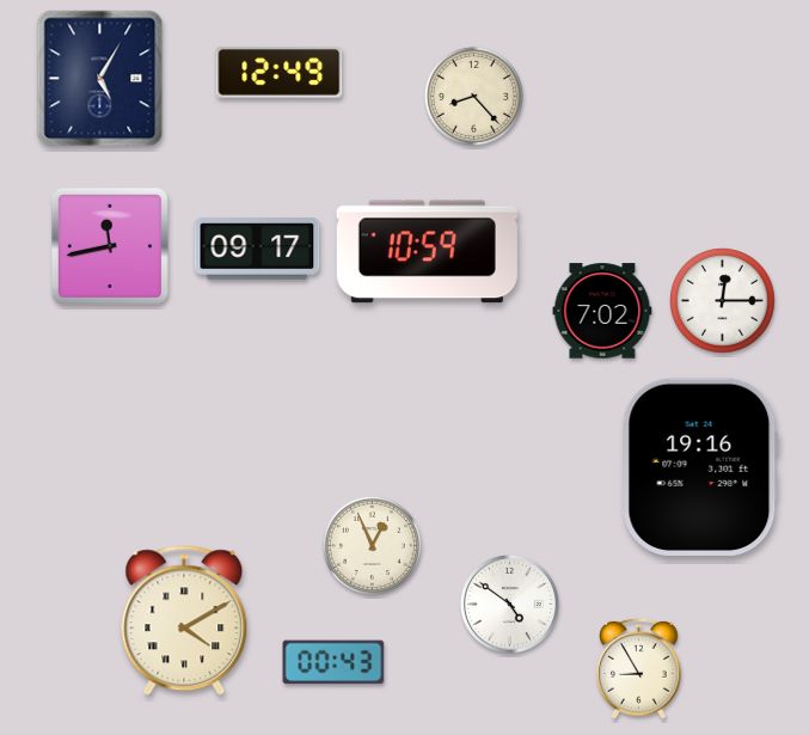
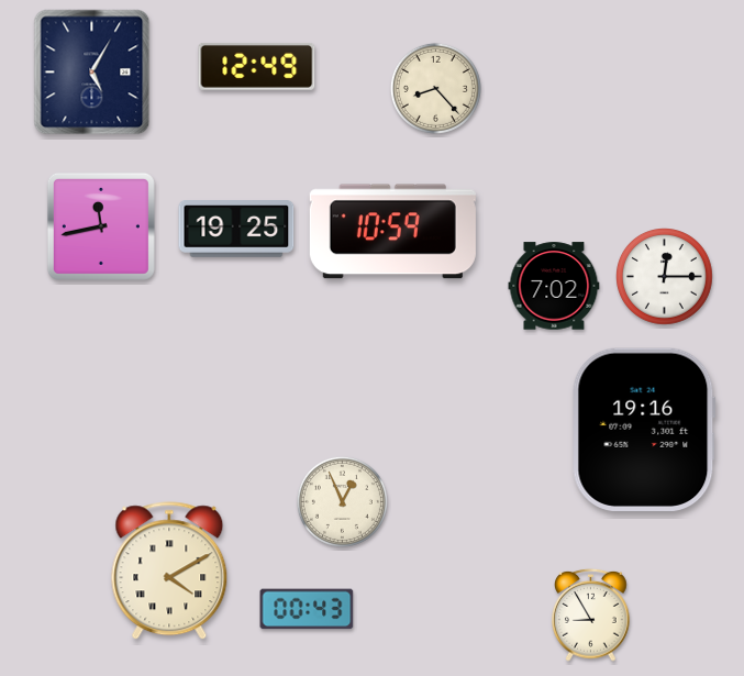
clock at (257, 250): 09:17 -> 19:25
clock at (509, 604): 4:51 -> none
clock at (639, 668) position: (639, 668) -> (591, 614)
